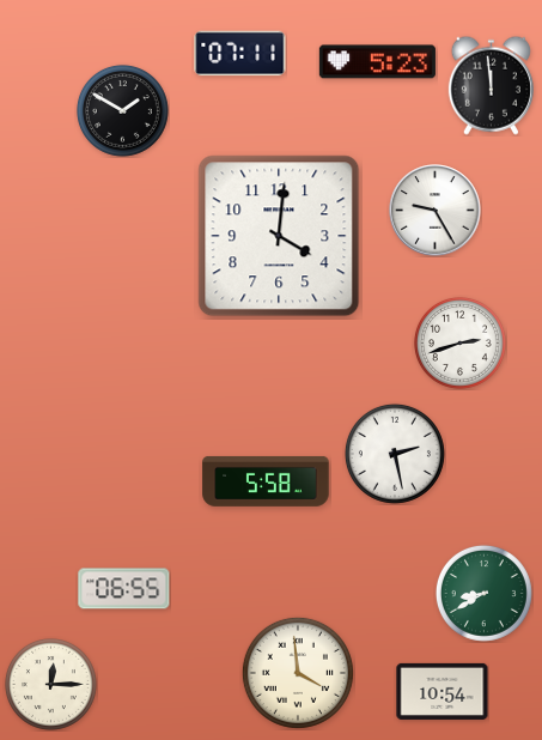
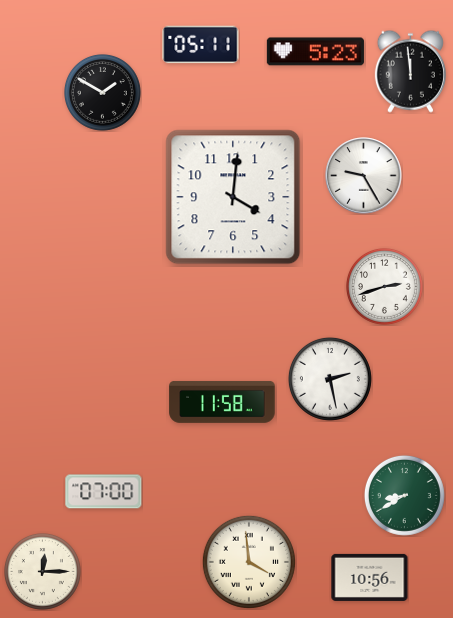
clock at (240, 54): 07:11 -> 05:11
clock at (266, 481): 5:58 -> 11:58
clock at (124, 589): 06:55 -> 07:00
clock at (443, 691): 10:54 -> 10:56
